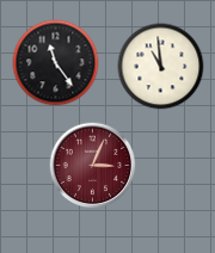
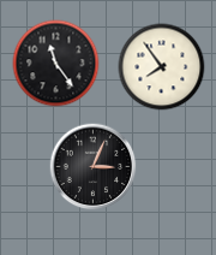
clock at (161, 67): 10:59 -> 7:54
clock at (93, 166) dial: burgundy -> black
